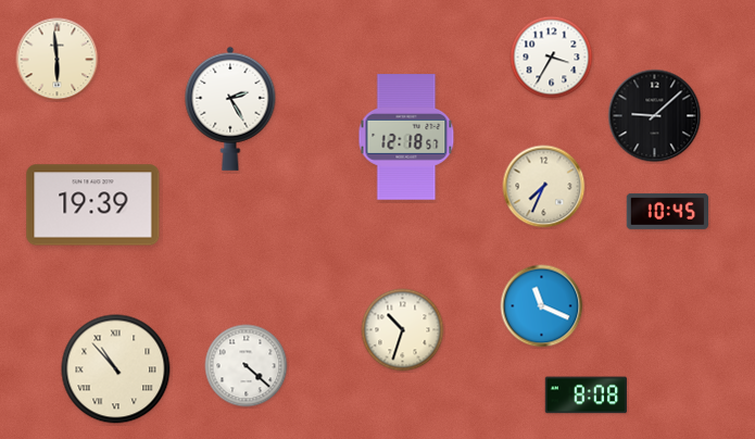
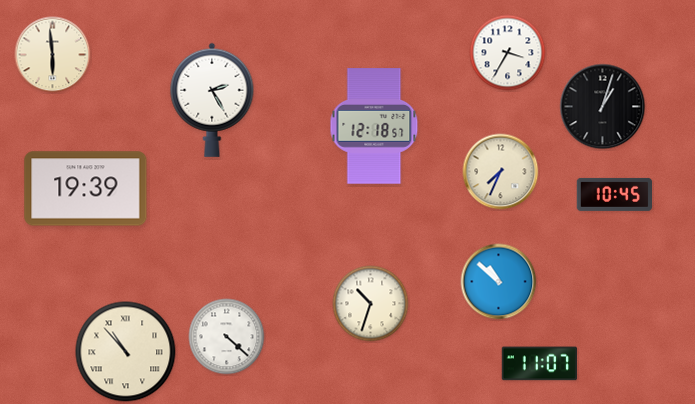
clock at (655, 116): 9:08 -> 1:03
clock at (542, 306): 11:19 -> 10:52
clock at (116, 369) position: (116, 369) -> (126, 352)
clock at (586, 396): 8:08 -> 11:07
